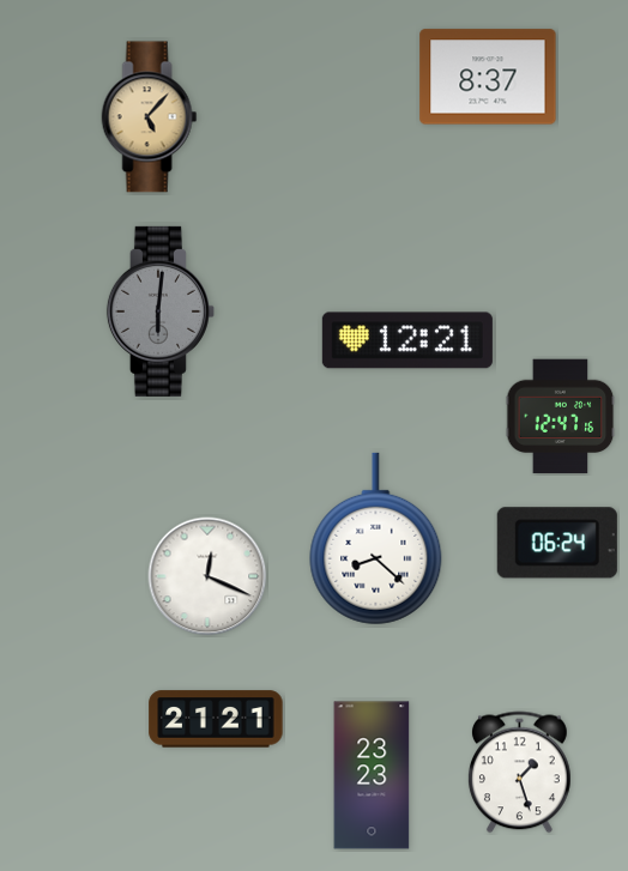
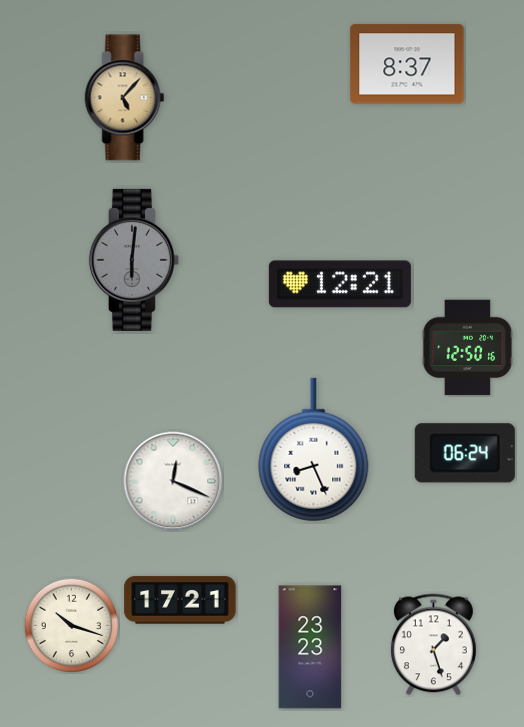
clock at (561, 417): 12:47 -> 12:50
clock at (376, 539): 8:22 -> 8:26
clock at (216, 719): 21:21 -> 17:21
clock at (71, 625): none -> 10:18
